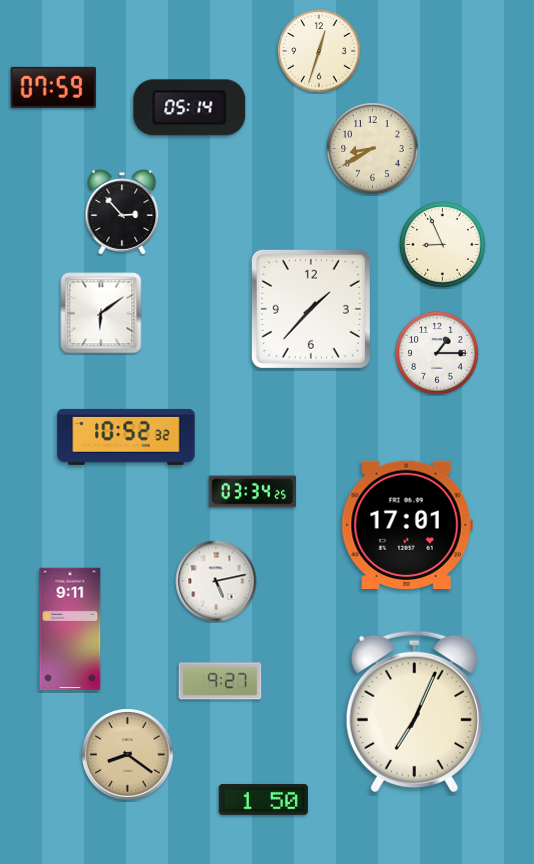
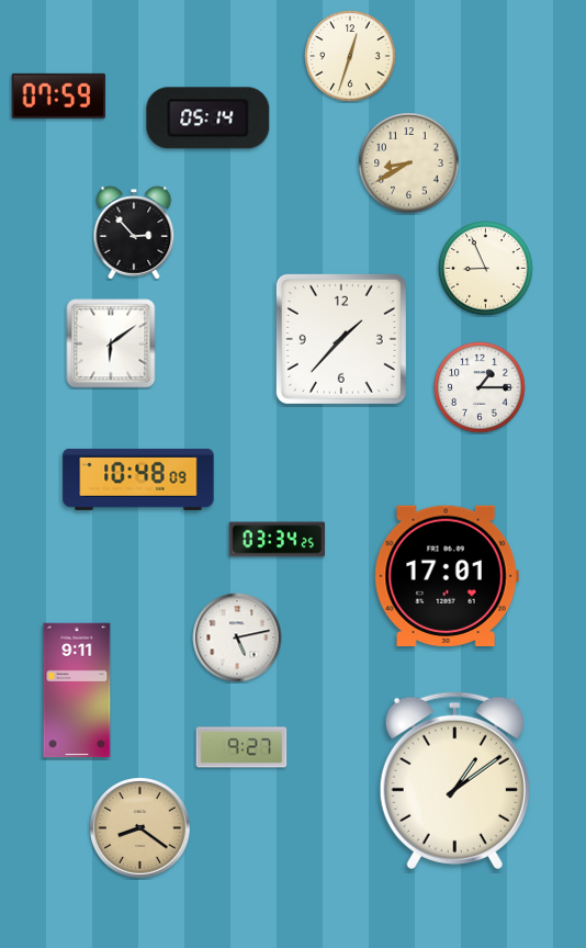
clock at (126, 437): 10:52 -> 10:48
clock at (414, 711): 7:04 -> 1:09
clock at (263, 800): 1:50 -> none
